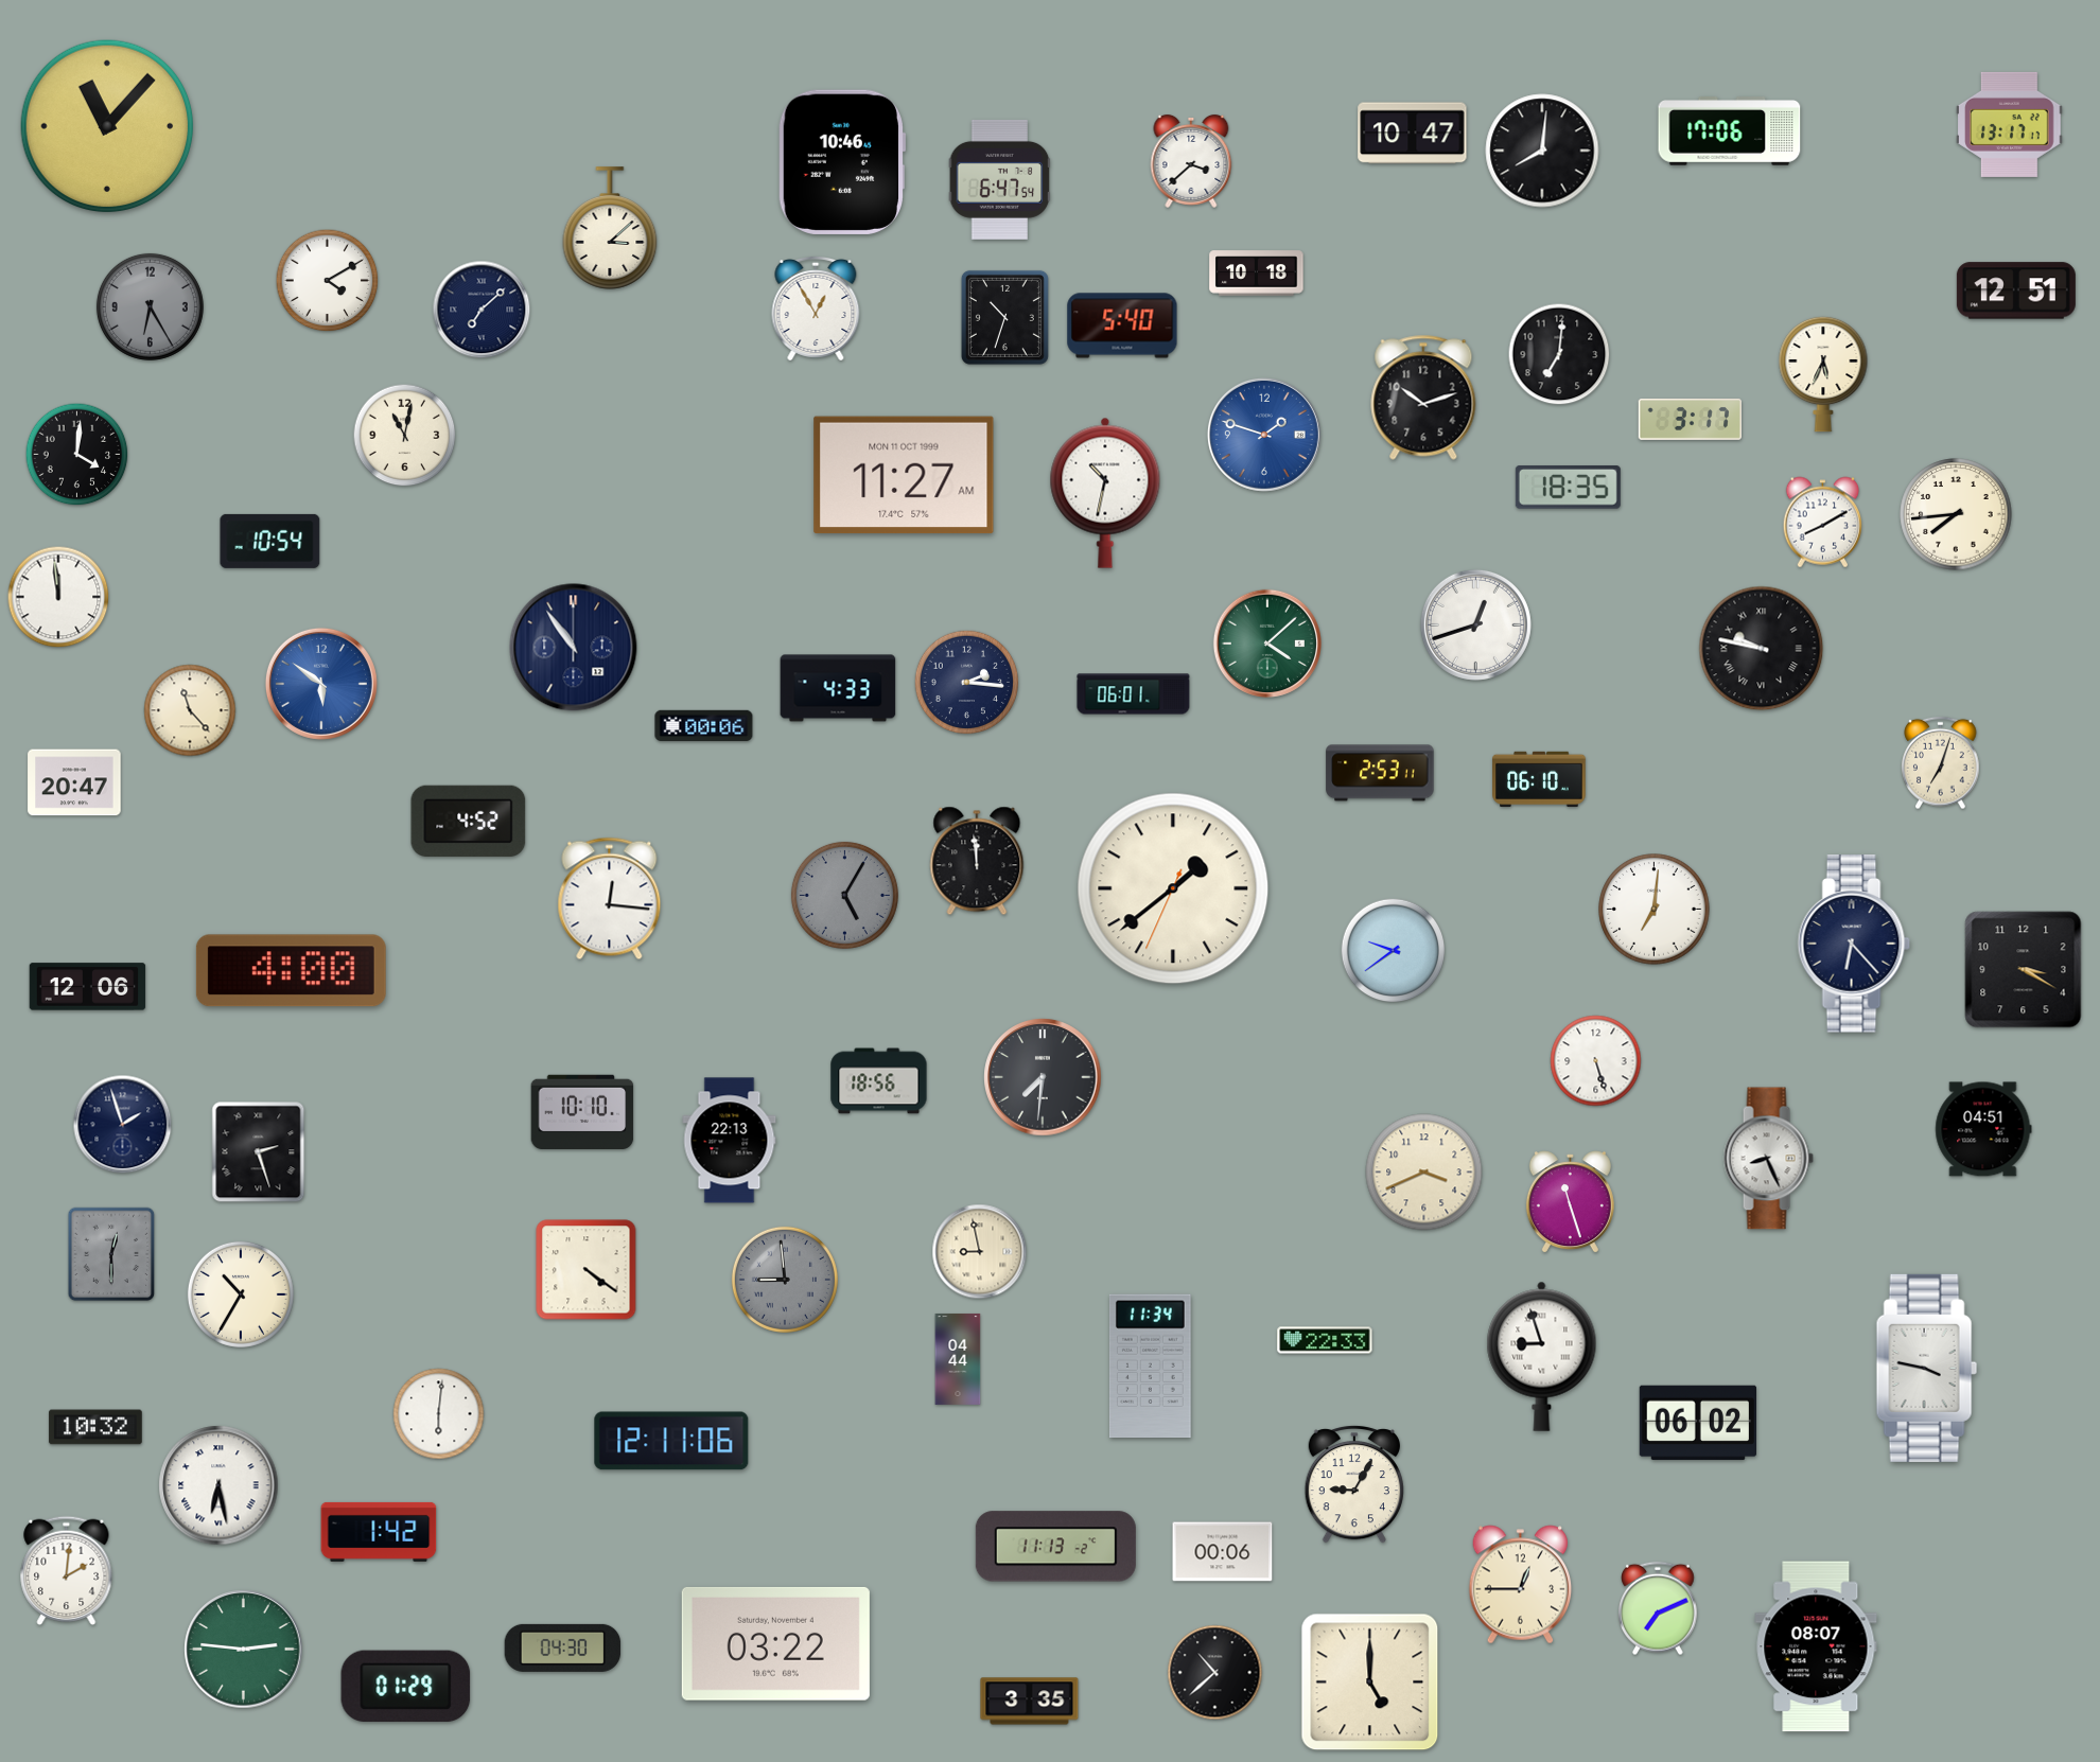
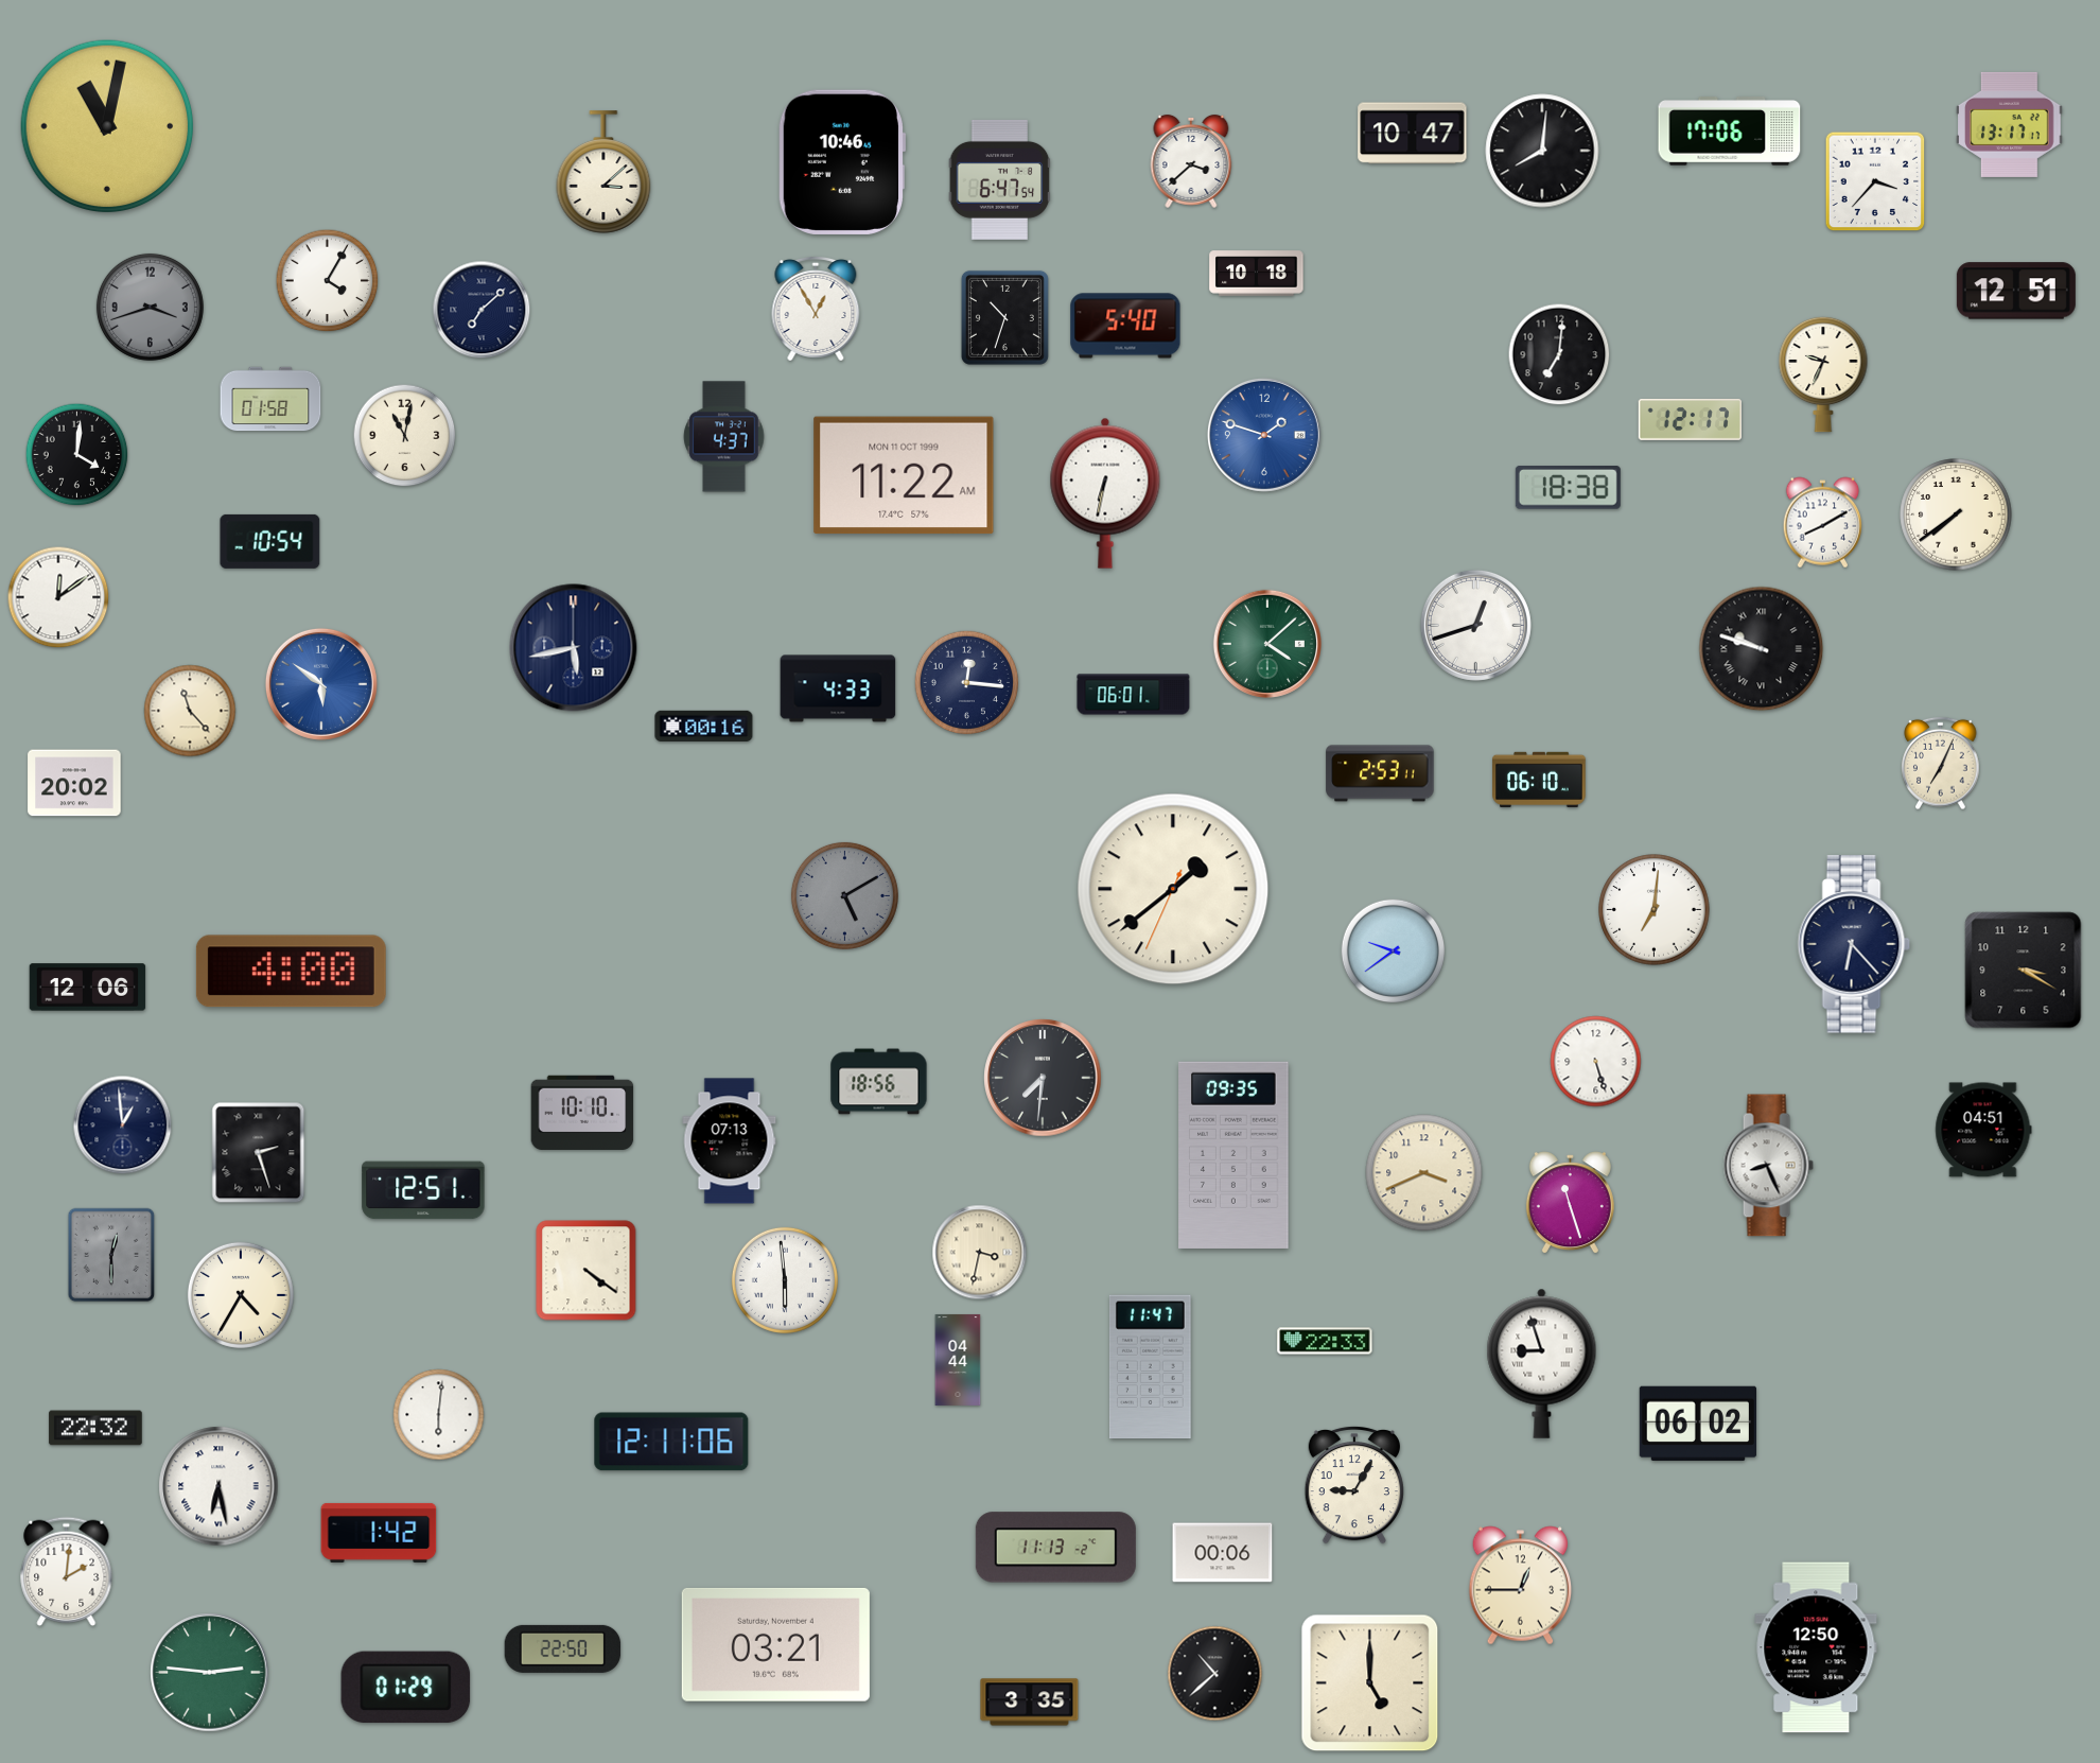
clock at (107, 126): 11:07 -> 11:02
clock at (1875, 181): none -> 3:37
clock at (610, 228) position: (610, 228) -> (603, 172)
clock at (328, 281): 4:10 -> 4:05
clock at (150, 306): 6:25 -> 3:42
clock at (1122, 325) position: (1122, 325) -> (1125, 326)
clock at (1823, 374): 5:34 -> 9:34
clock at (1423, 398): 10:12 -> none
clock at (270, 399): none -> 01:58
clock at (1690, 419): 3:17 -> 12:17
clock at (724, 437): none -> 4:37
clock at (904, 475): 11:27 -> 11:22
clock at (1568, 488): 18:35 -> 18:38
clock at (1105, 493): 10:32 -> 6:32
clock at (1956, 514): 7:44 -> 7:39
clock at (58, 597): 11:59 -> 12:09
clock at (574, 648): 10:54 -> 5:43
clock at (1762, 649): 9:47 -> 9:48
clock at (967, 683): 2:16 -> 12:16
clock at (704, 726): 00:06 -> 00:16
clock at (1941, 763): 7:03 -> 7:04
clock at (74, 782): 20:47 -> 20:02
clock at (469, 821): 4:52 -> none
clock at (977, 861): 11:59 -> none
clock at (844, 895): 5:05 -> 5:10
clock at (610, 899): 12:16 -> none
clock at (123, 1125): 1:57 -> 12:59
clock at (730, 1141): 22:13 -> 07:13
clock at (1233, 1155): none -> 09:35
clock at (1768, 1159) position: (1768, 1159) -> (1768, 1166)
clock at (423, 1190): none -> 12:51
clock at (980, 1252): 8:58 -> 3:32
clock at (785, 1280): 8:59 -> 5:59
clock at (785, 1280) dial: grey -> white
clock at (241, 1294): 10:35 -> 4:35
clock at (1542, 1356) position: (1542, 1356) -> (1542, 1363)
clock at (1150, 1367): 11:34 -> 11:47
clock at (1926, 1368): 3:47 -> none
clock at (95, 1427): 10:32 -> 22:32
clock at (1659, 1608): 7:11 -> none
clock at (775, 1643): 03:22 -> 03:21
clock at (1816, 1646): 08:07 -> 12:50
clock at (563, 1648): 04:30 -> 22:50
clock at (244, 1650) position: (244, 1650) -> (210, 1673)
